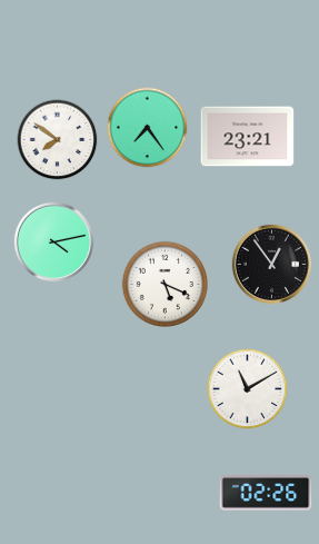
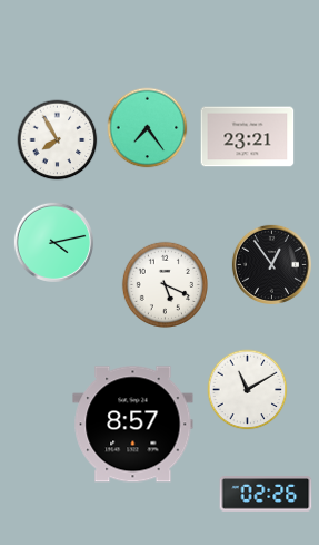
clock at (58, 140): 7:51 -> 7:55
clock at (133, 425): none -> 8:57
